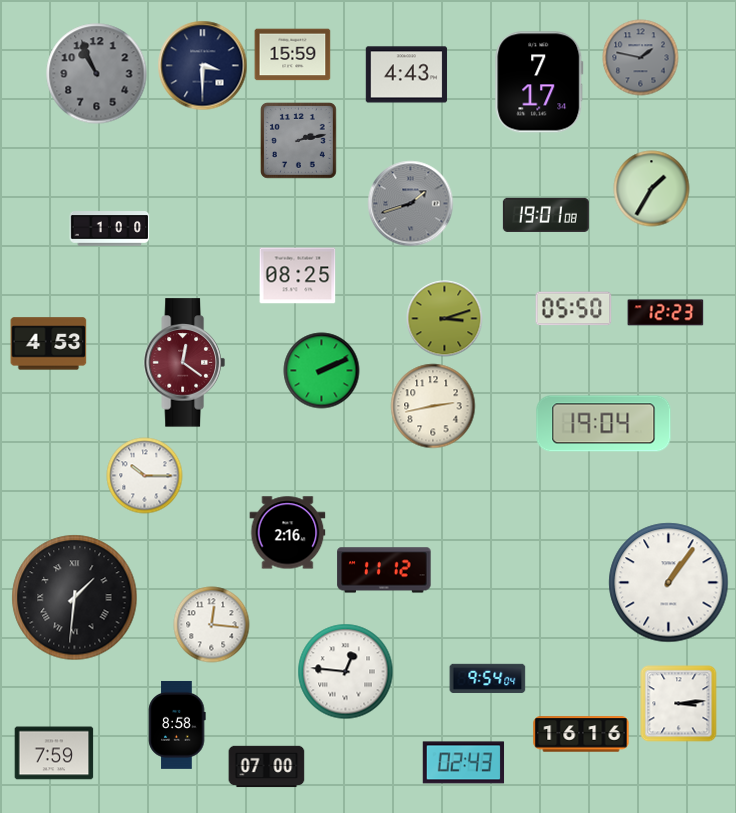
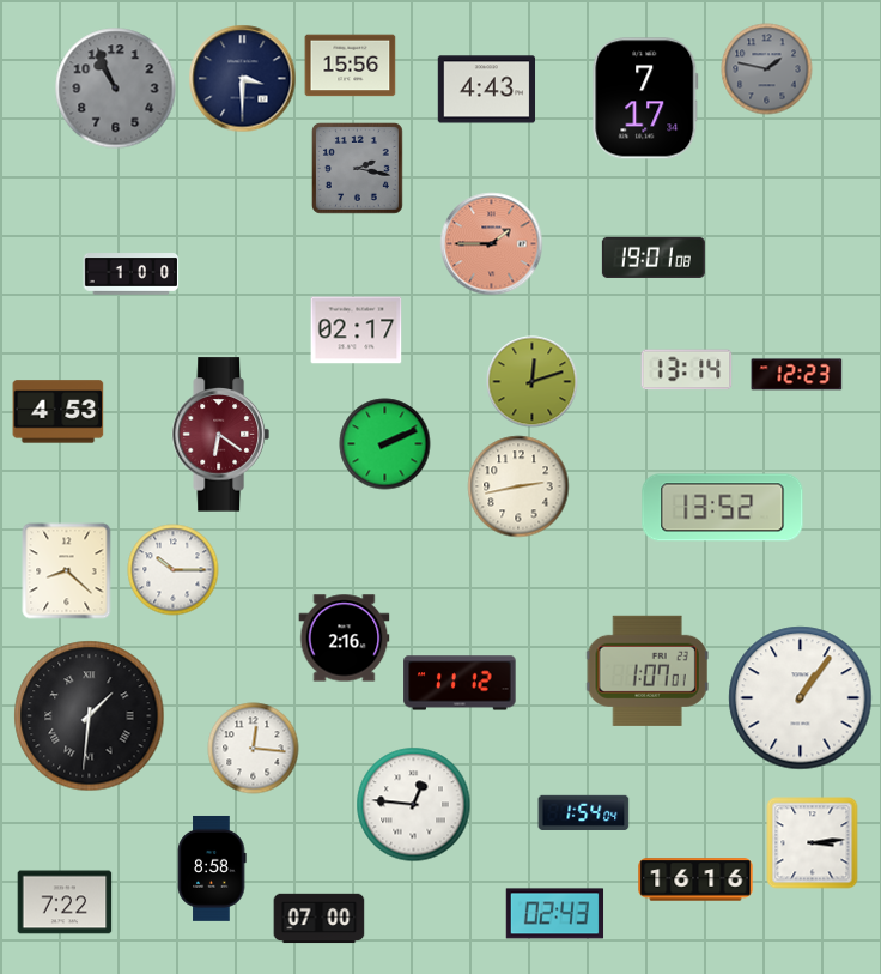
clock at (293, 55): 15:59 -> 15:56
clock at (298, 140): 2:13 -> 2:17
clock at (652, 189): 1:35 -> none
clock at (411, 204): 1:42 -> 1:45
clock at (411, 204) dial: grey -> salmon
clock at (298, 276): 08:25 -> 02:17
clock at (574, 309): 05:50 -> 13:14
clock at (445, 319): 3:12 -> 12:12
clock at (184, 363): 12:21 -> 6:21
clock at (604, 424): 19:04 -> 13:52
clock at (67, 571): none -> 8:22
clock at (648, 671): none -> 1:07
clock at (488, 678): 9:54 -> 1:54
clock at (54, 753): 7:59 -> 7:22
